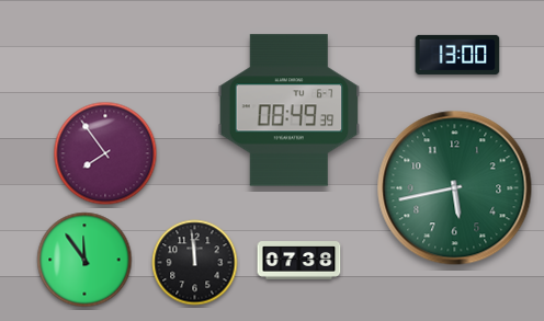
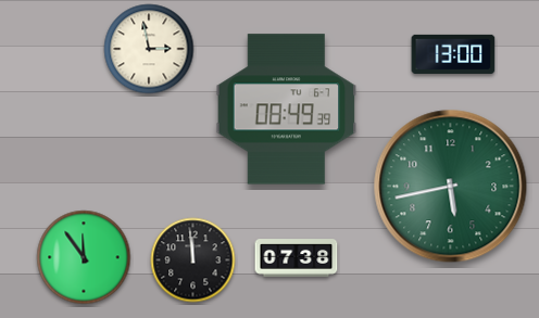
clock at (149, 49): none -> 2:58
clock at (105, 153): 7:54 -> none
